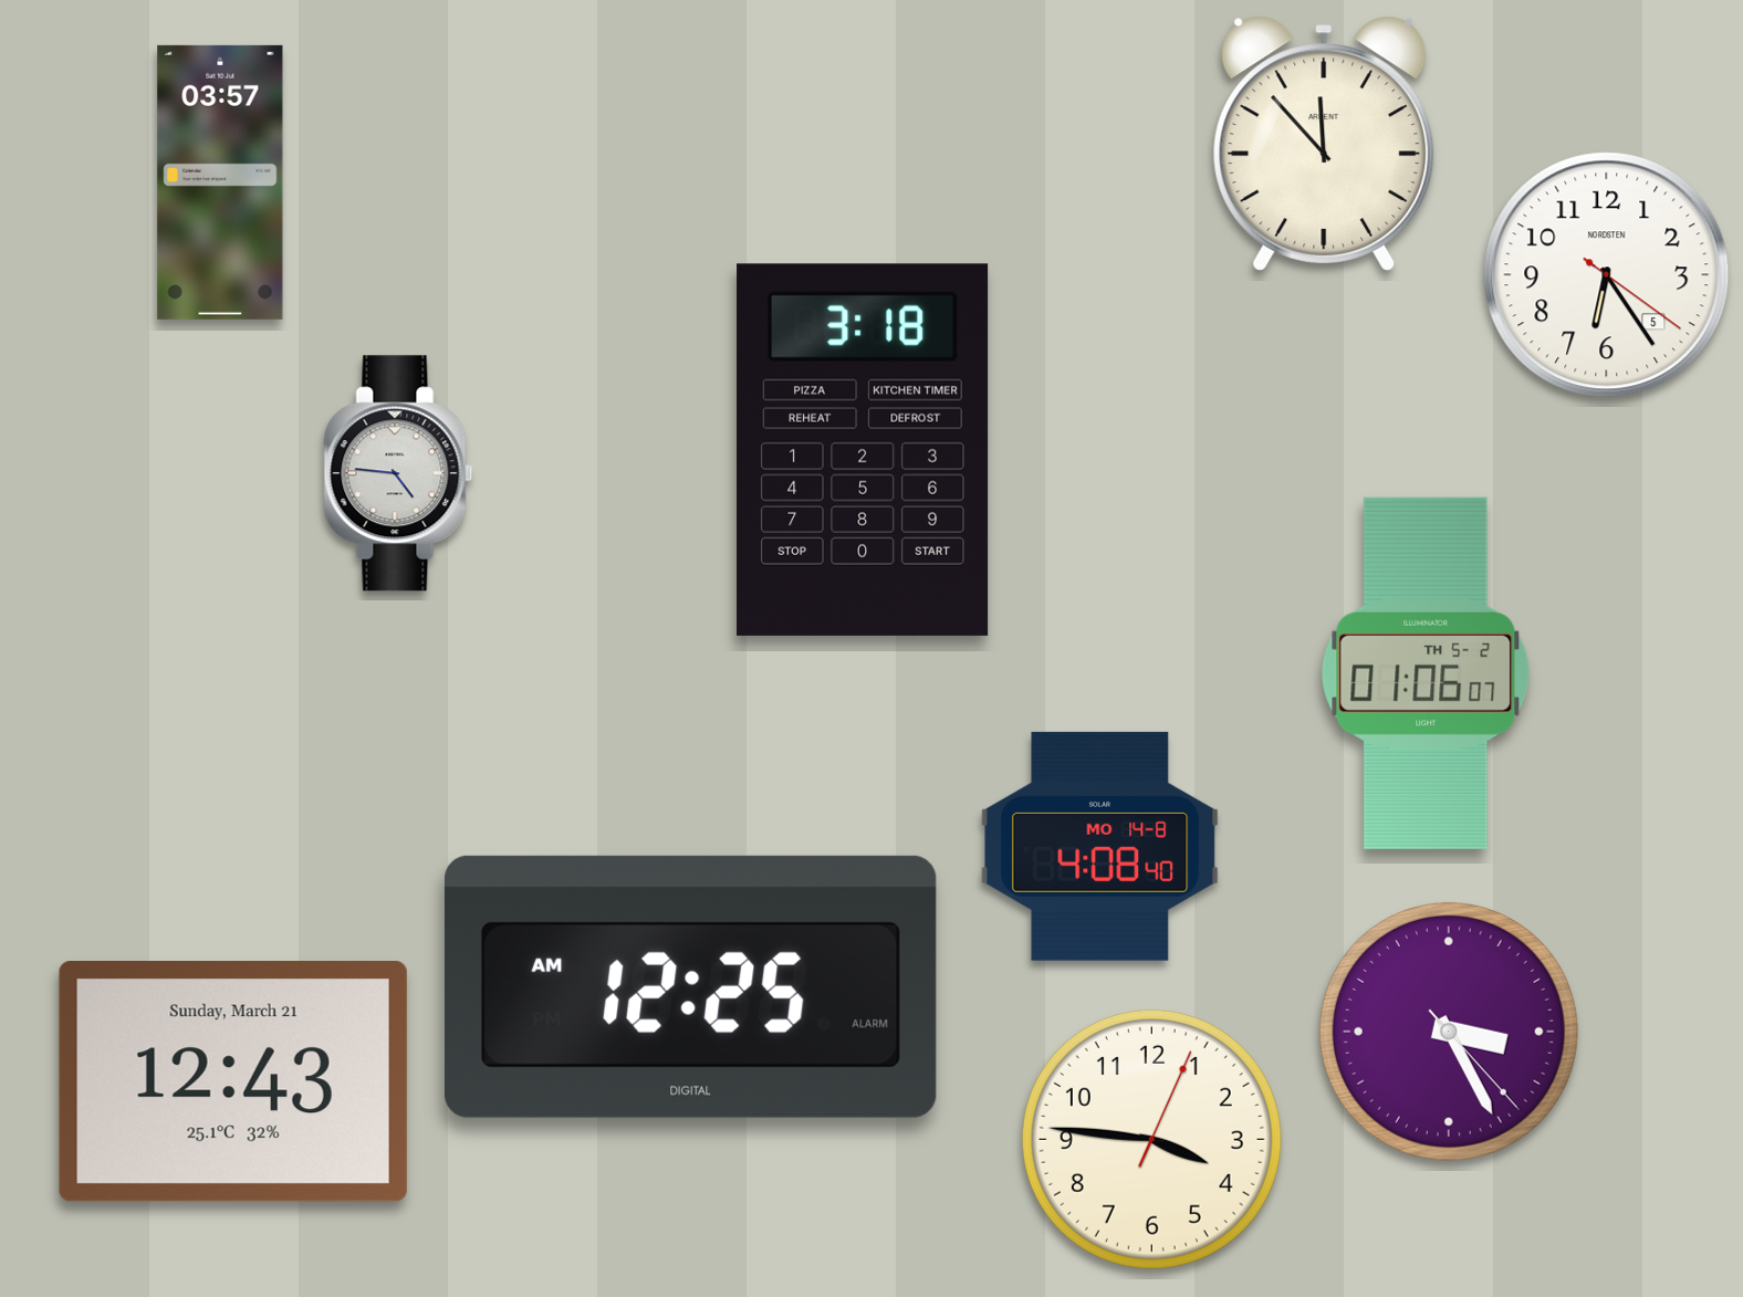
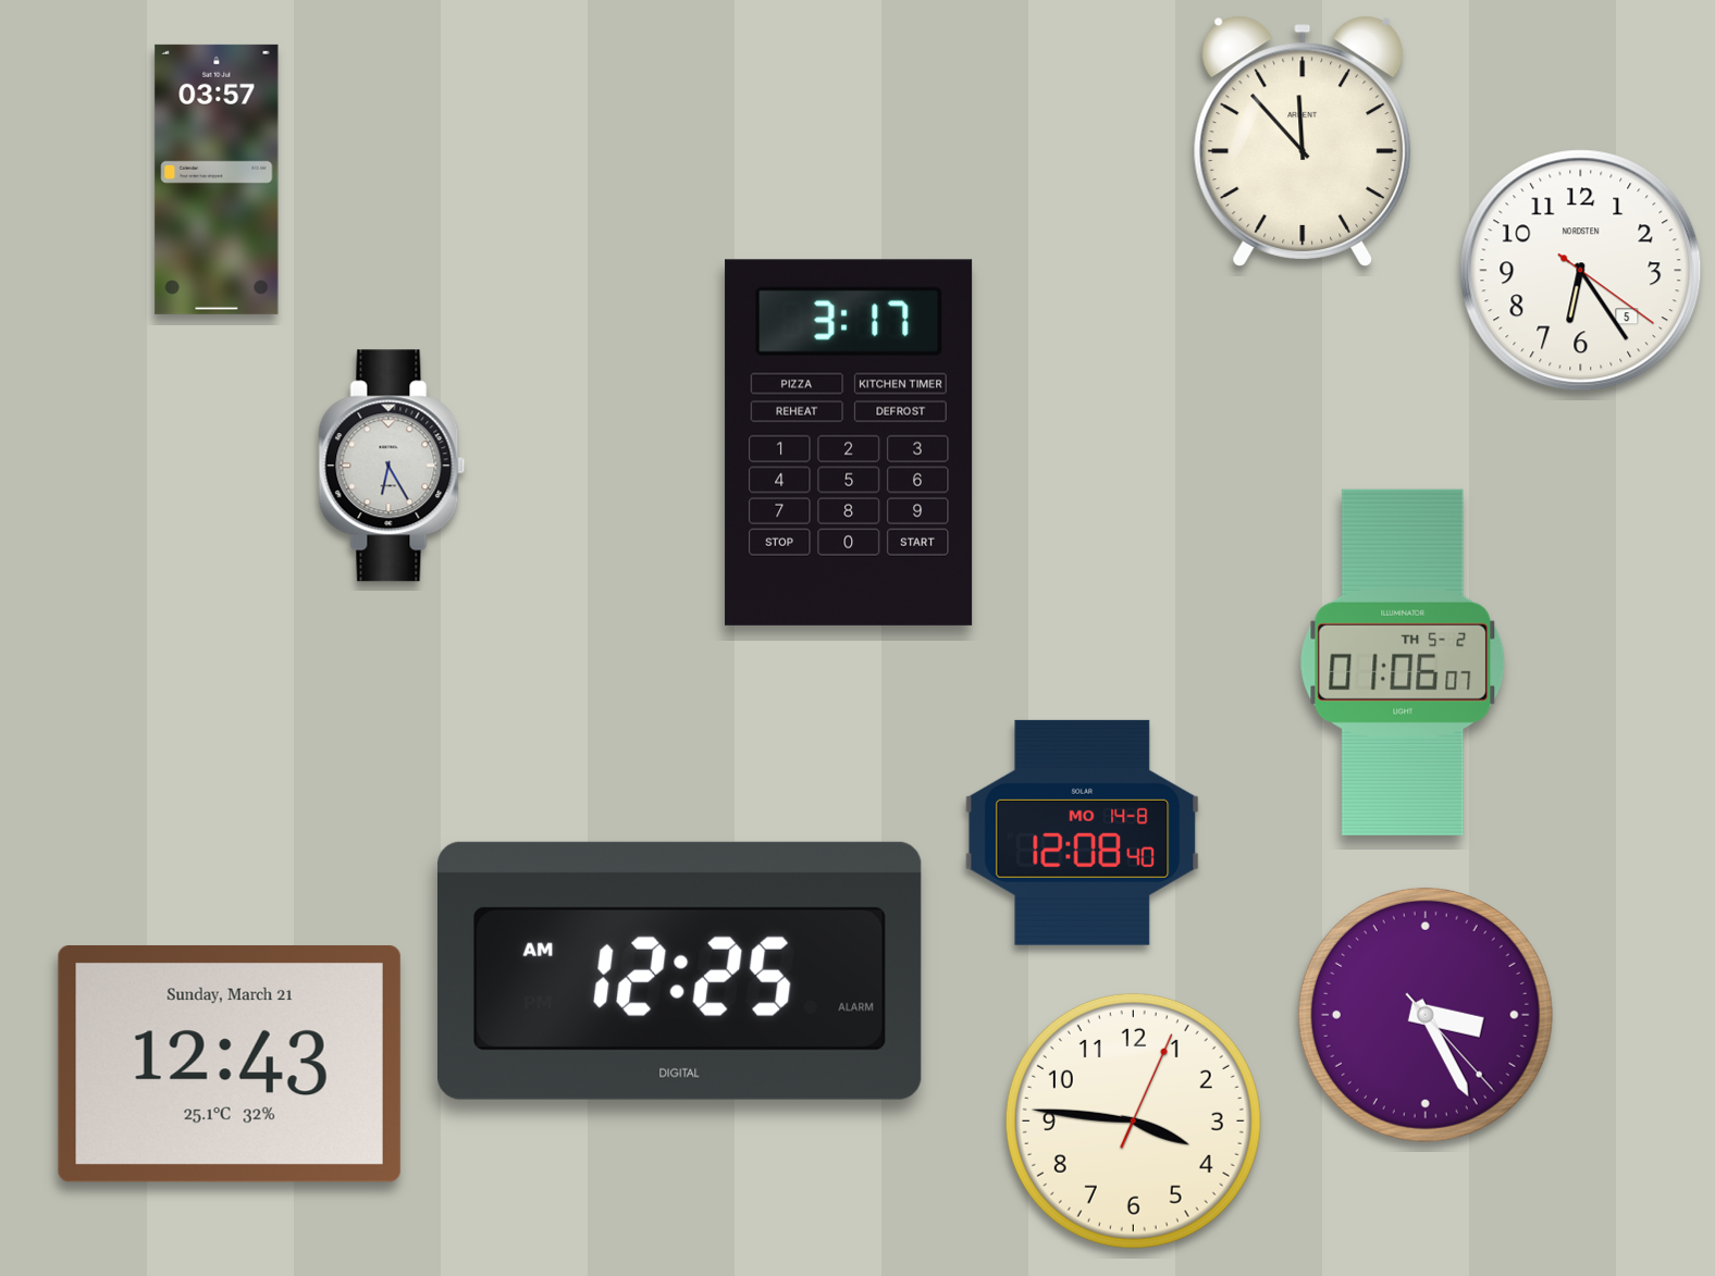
clock at (863, 450): 3:18 -> 3:17
clock at (398, 473): 4:46 -> 6:25
clock at (1100, 846): 4:08 -> 12:08
